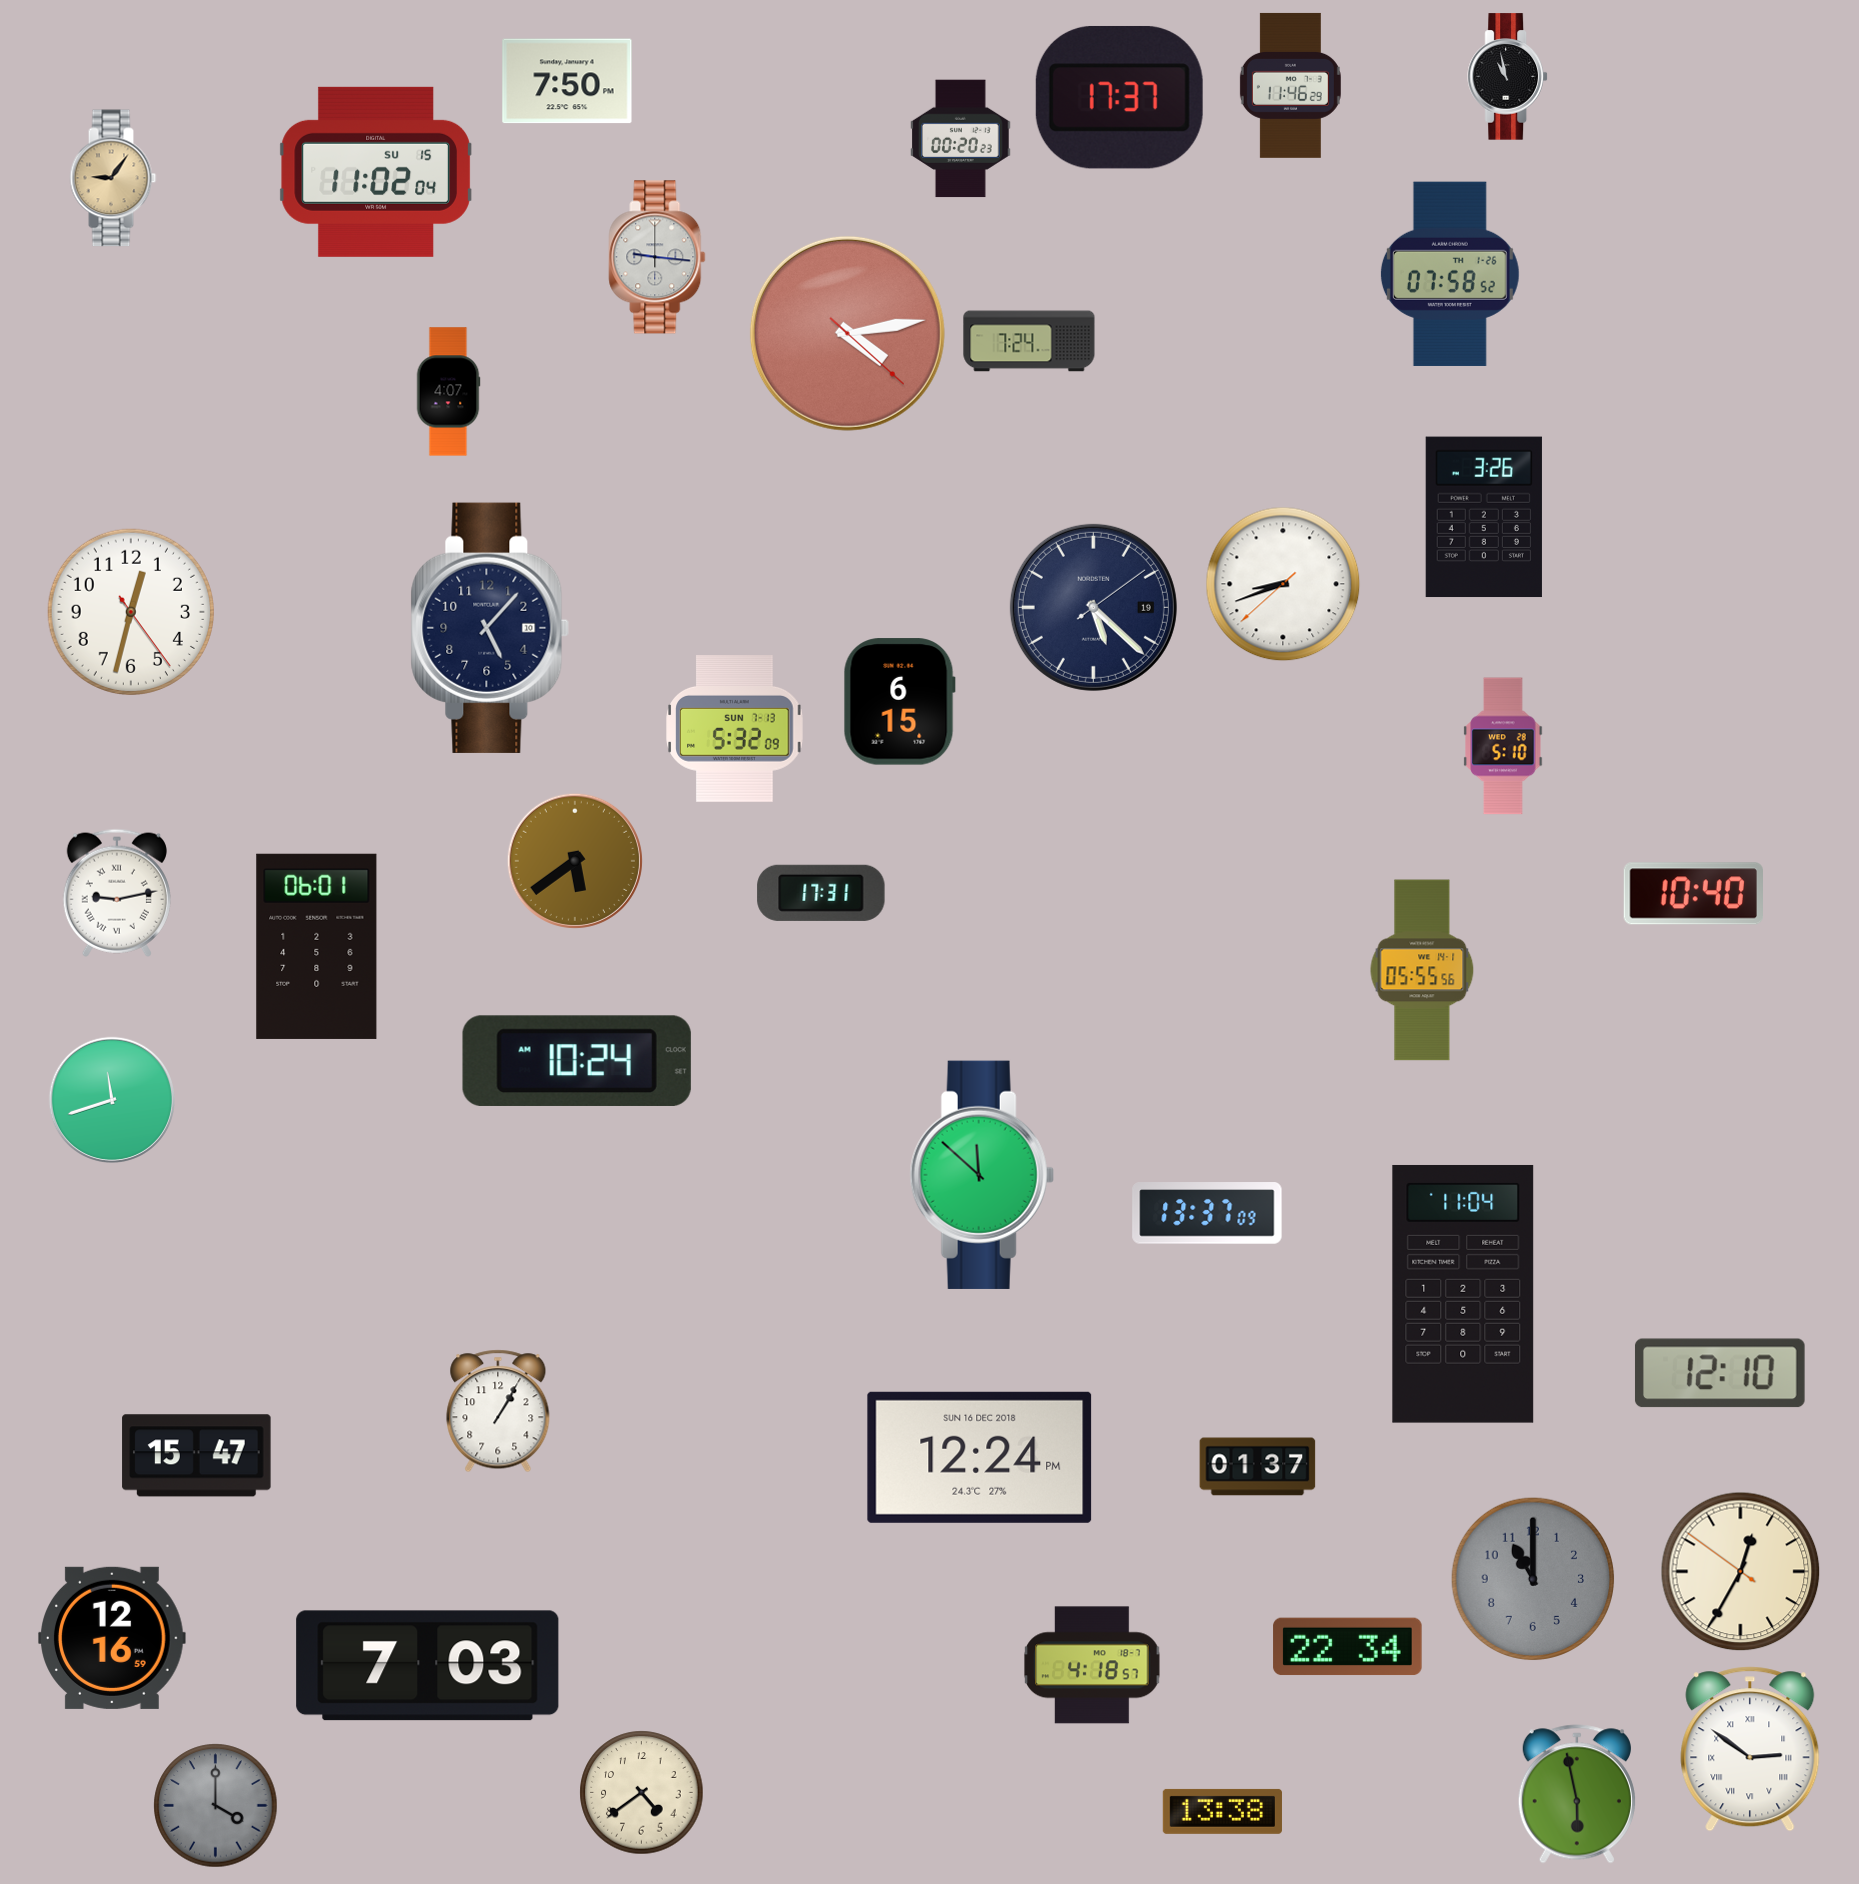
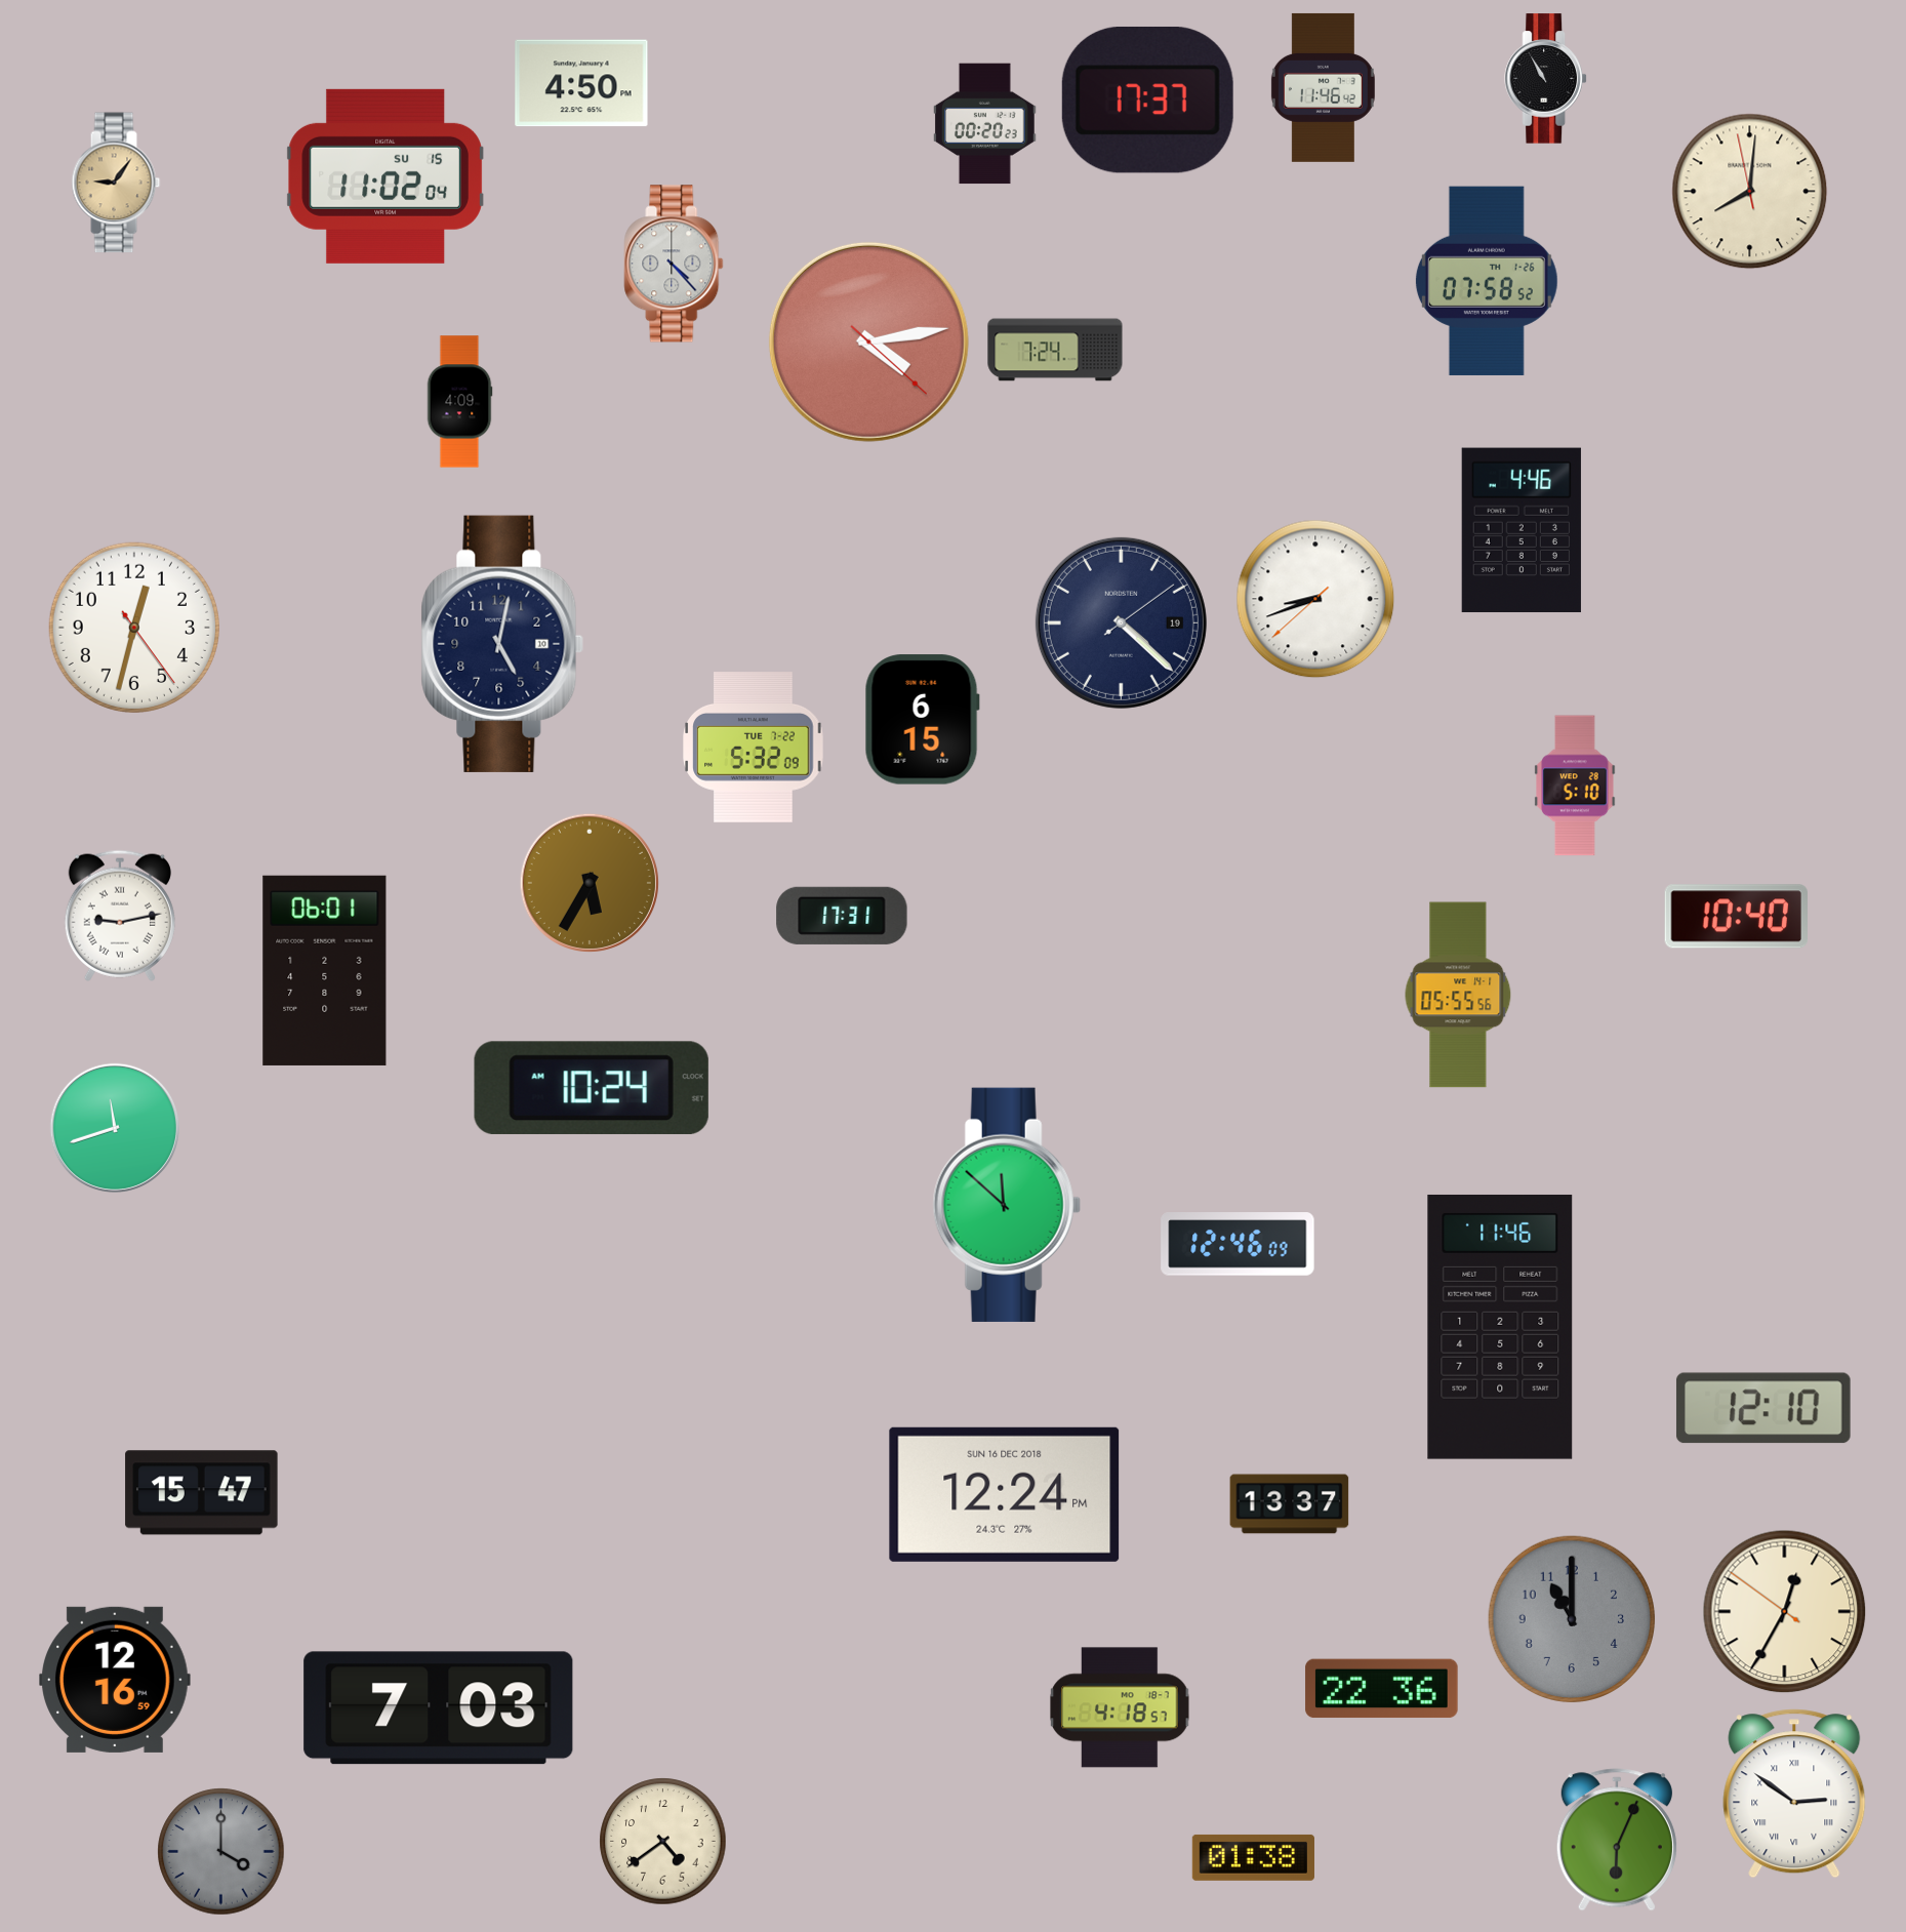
clock at (1507, 77): 10:58 -> 10:55
clock at (567, 81): 7:50 -> 4:50
clock at (1290, 85): 11:46:29 -> 11:46:42
clock at (961, 139) position: (961, 139) -> (985, 124)
clock at (1750, 192): none -> 8:00
clock at (657, 257): 9:16 -> 4:23
clock at (448, 392): 4:07 -> 4:09
clock at (1484, 517): 3:26 -> 4:46
clock at (1093, 607): 5:22 -> 4:22
clock at (490, 628): 5:07 -> 5:02
clock at (735, 729) date: SUN 7-13 -> TUE 7-22
clock at (1503, 746) position: (1503, 746) -> (1575, 786)
clock at (575, 861): 5:39 -> 5:35
clock at (1207, 1213): 13:37 -> 12:46
clock at (1463, 1294): 11:04 -> 11:46
clock at (498, 1411): 1:05 -> none
clock at (1258, 1467): 01:37 -> 13:37
clock at (1348, 1647): 22:34 -> 22:36
clock at (642, 1793) position: (642, 1793) -> (663, 1842)
clock at (1577, 1794): 5:58 -> 6:04
clock at (1222, 1811): 13:38 -> 01:38
